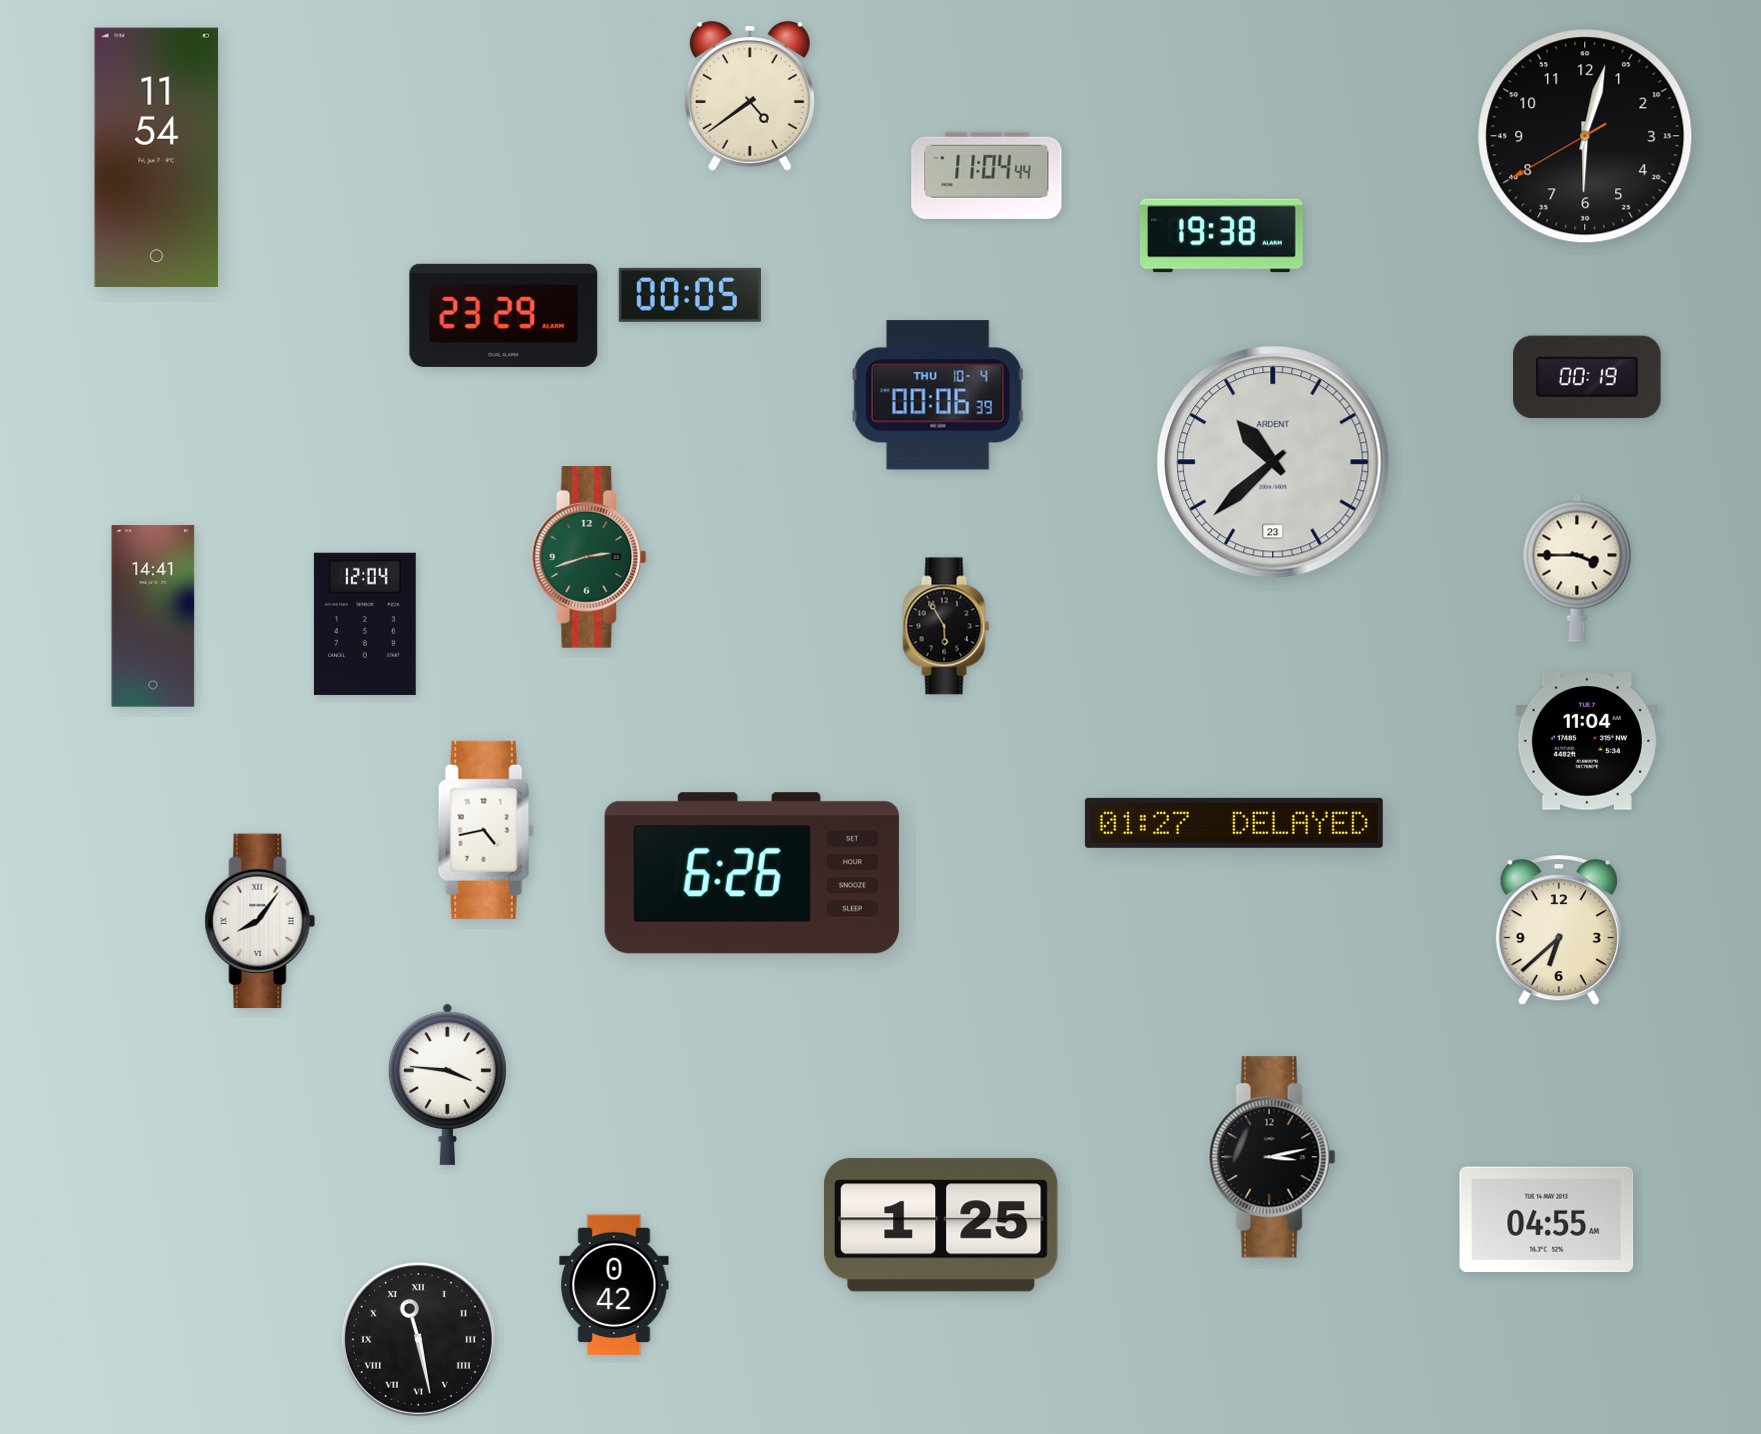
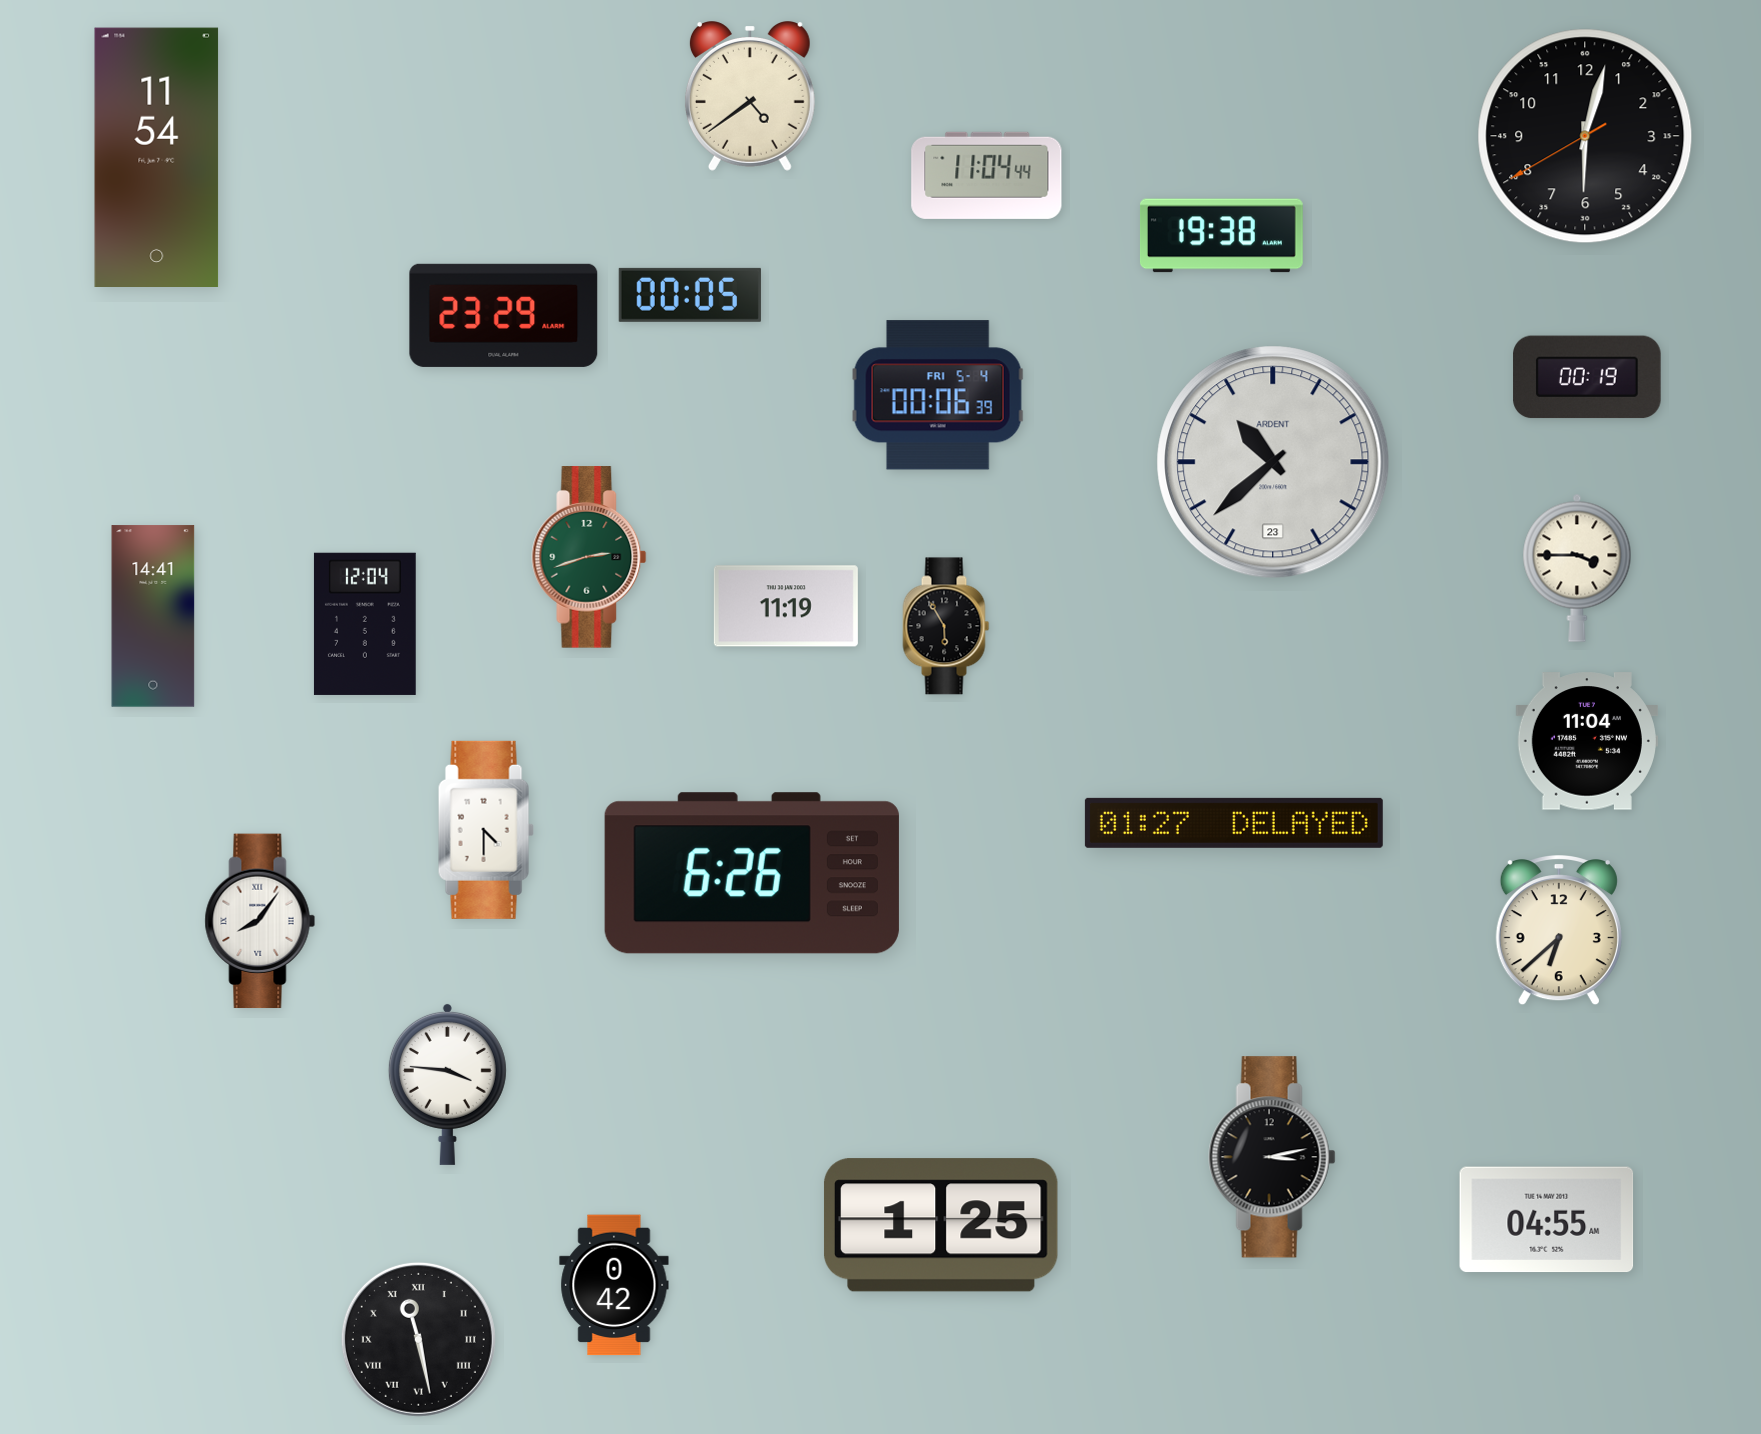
clock at (938, 395) date: THU 10-4 -> FRI 5-4
clock at (786, 606): none -> 11:19
clock at (486, 830): 4:43 -> 4:30
